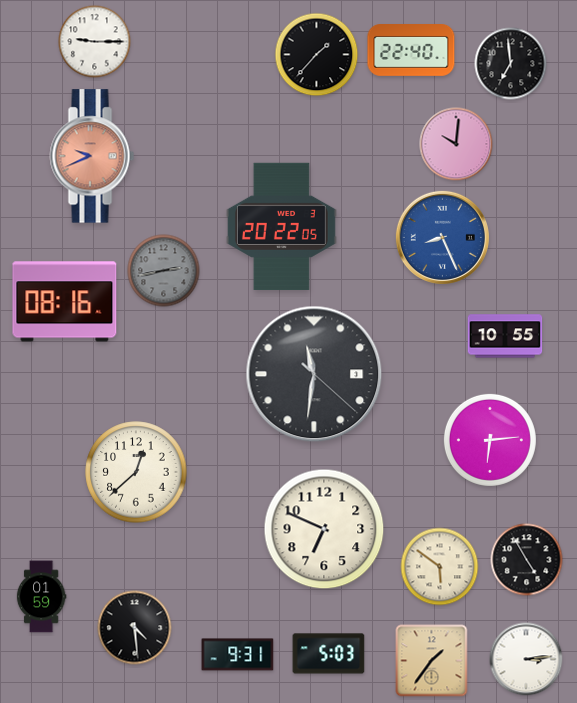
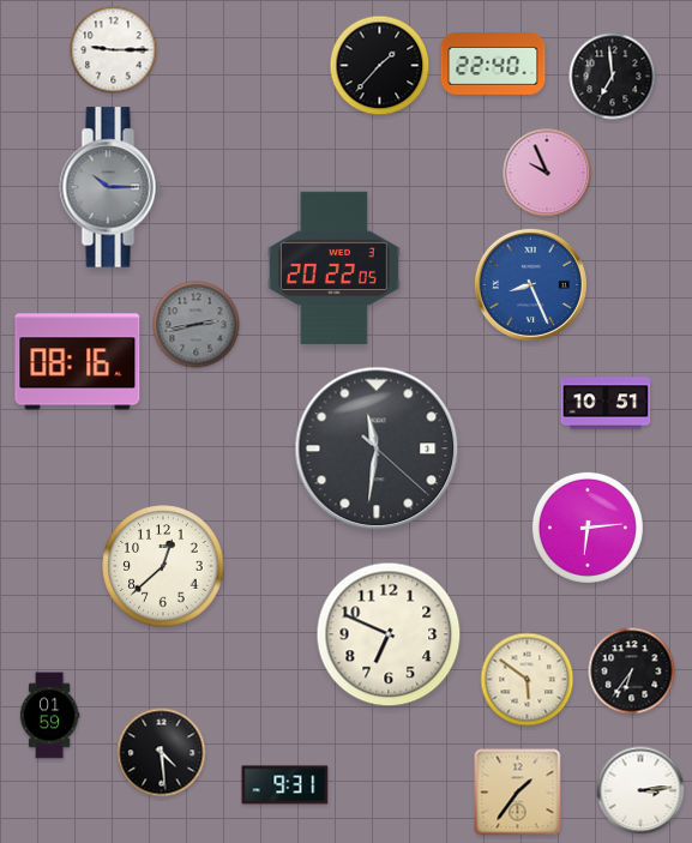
clock at (411, 51) position: (411, 51) -> (493, 65)
clock at (456, 144): 10:01 -> 9:56
clock at (92, 156): 9:41 -> 10:15
clock at (92, 156) dial: salmon -> grey
clock at (281, 226) position: (281, 226) -> (333, 267)
clock at (505, 336): 10:55 -> 10:51
clock at (527, 560): 4:55 -> 6:36
clock at (329, 654): 5:03 -> none
clock at (526, 659) position: (526, 659) -> (640, 790)
